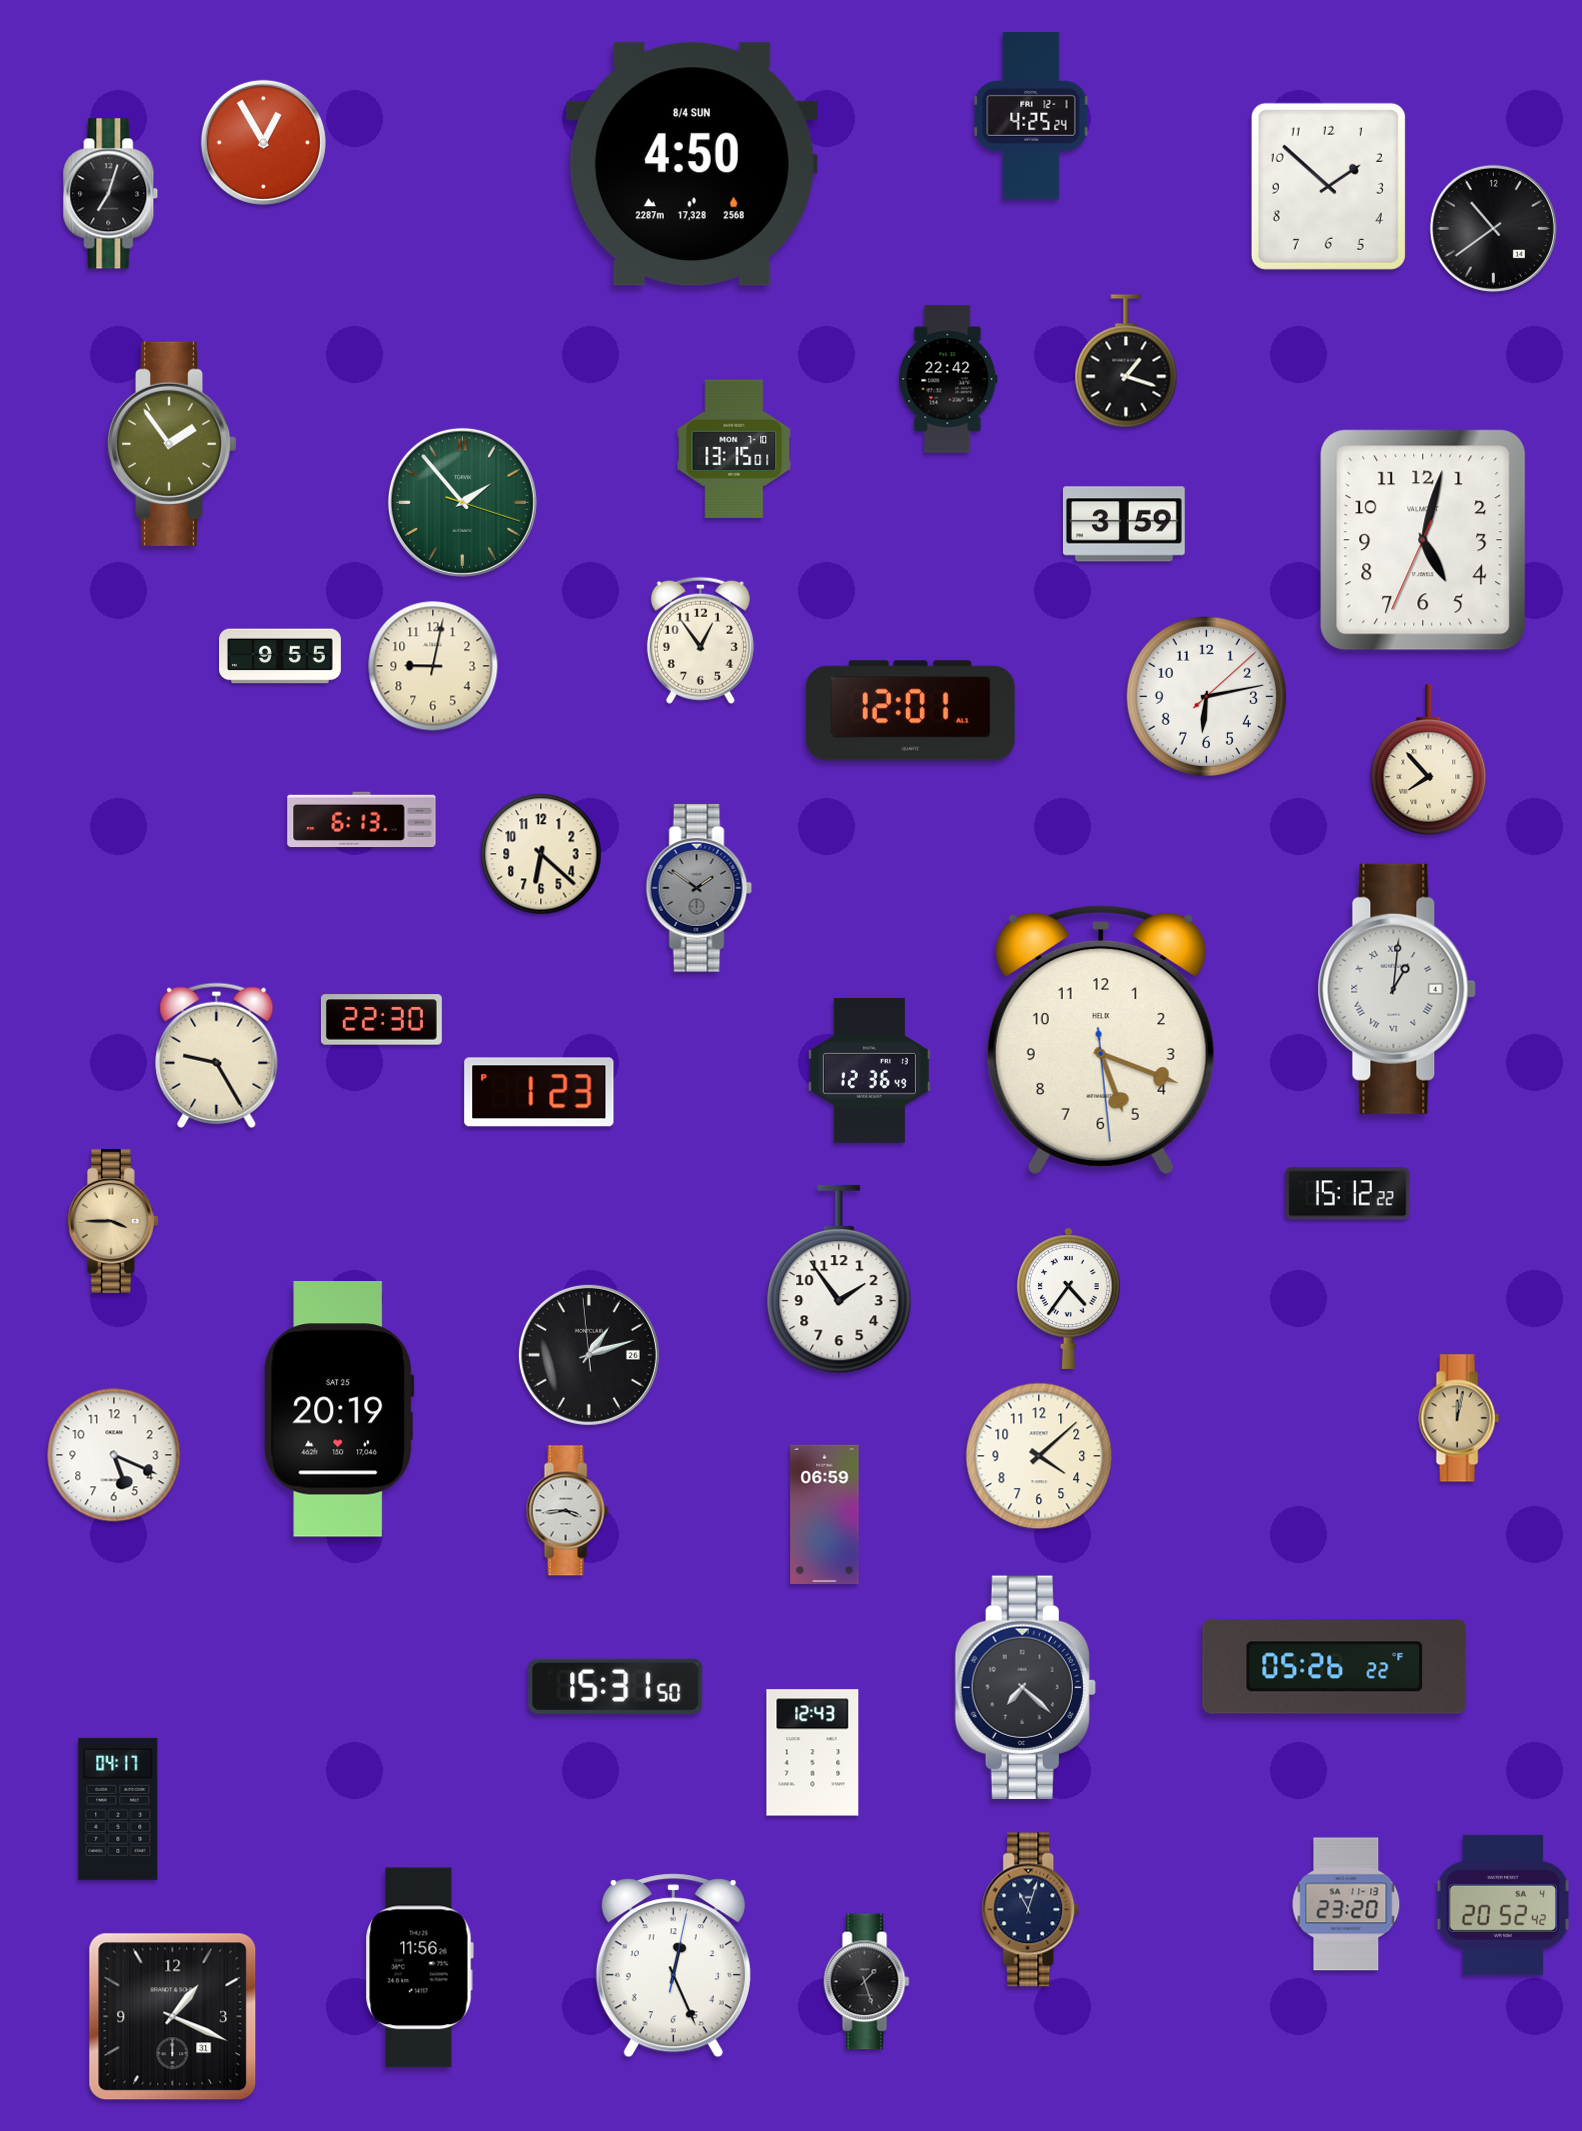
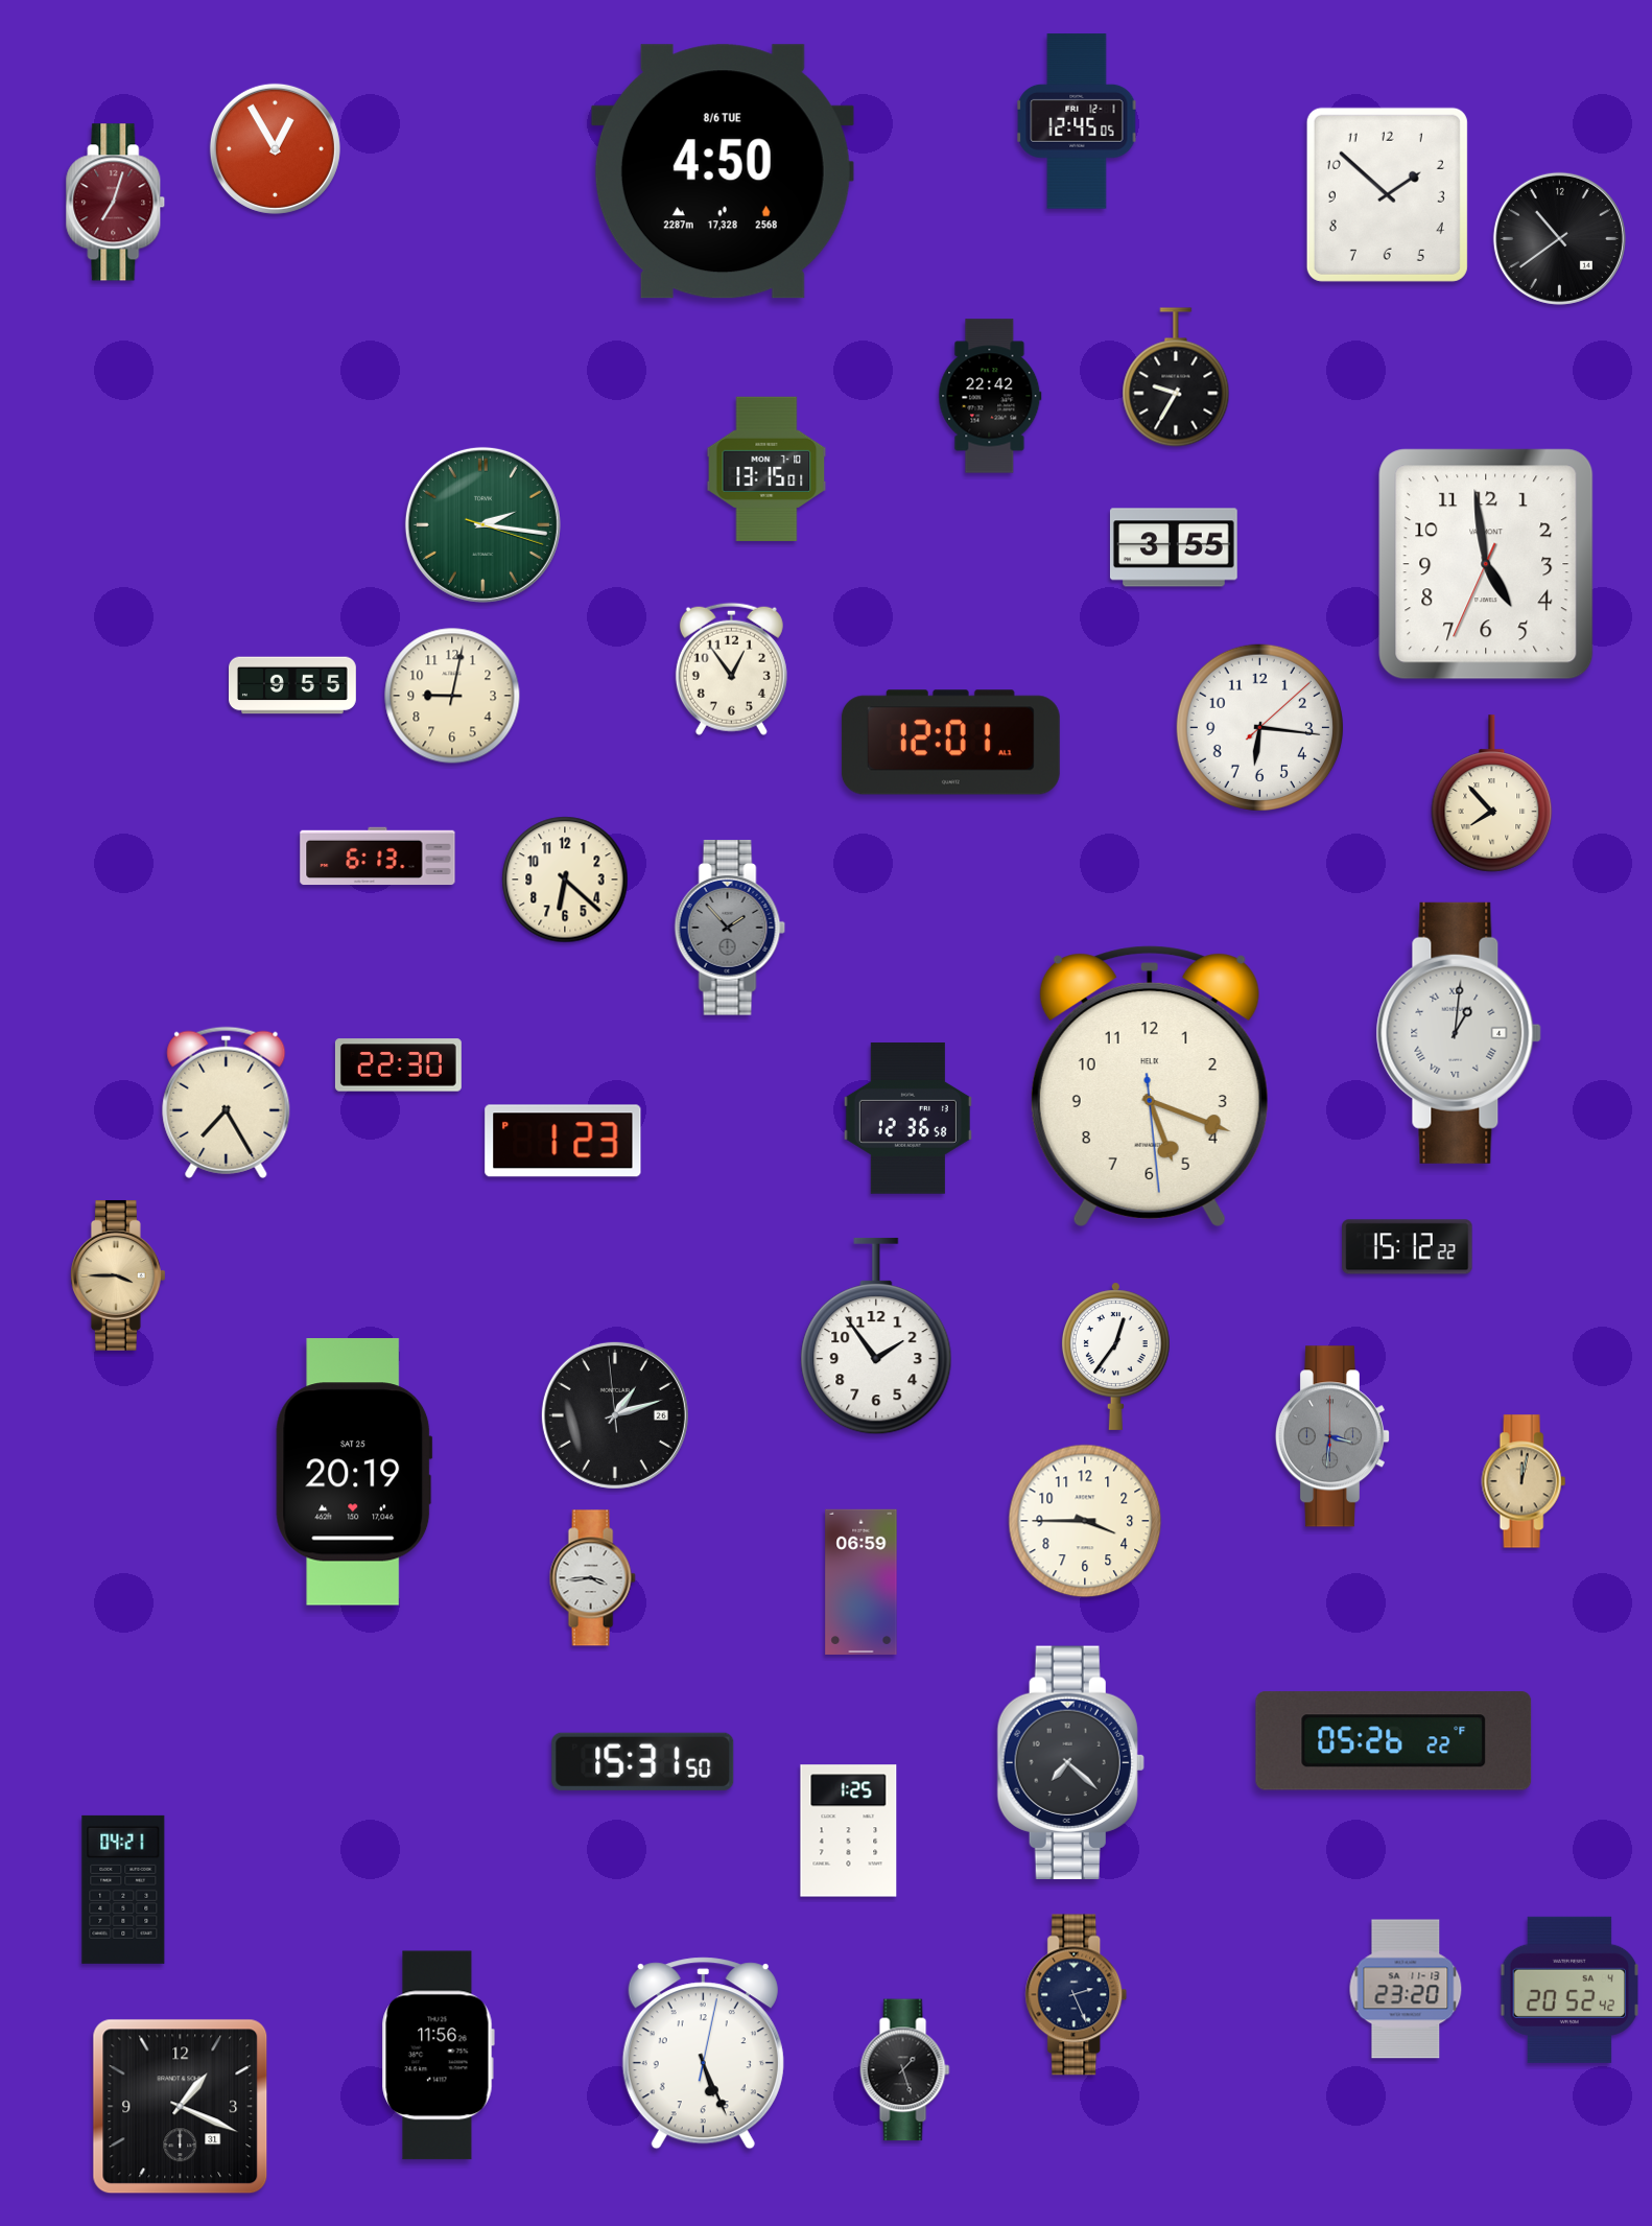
clock at (1031, 116): 4:25 -> 12:45
clock at (692, 164) date: 8/4 SUN -> 8/6 TUE
clock at (111, 194) dial: black -> burgundy
clock at (1126, 361): 1:18 -> 9:35
clock at (172, 444): 1:54 -> none
clock at (462, 502): 1:53 -> 2:16
clock at (1124, 524): 3:59 -> 3:55
clock at (1423, 540): 5:02 -> 4:58
clock at (1206, 696): 6:13 -> 6:16
clock at (541, 854) position: (541, 854) -> (565, 880)
clock at (699, 888): 1:51 -> 1:53
clock at (217, 1055): 9:25 -> 7:25
clock at (869, 1071): 12:36:49 -> 12:36:58
clock at (1068, 1298): 4:36 -> 12:36
clock at (1331, 1436): none -> 3:31
clock at (114, 1455): 5:19 -> none
clock at (1039, 1456): 4:08 -> 3:45
clock at (813, 1753): 12:43 -> 1:25
clock at (118, 1809): 04:17 -> 04:21
clock at (1031, 1910): 11:03 -> 2:26
clock at (673, 1966): 12:26 -> 5:26
